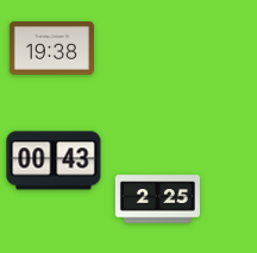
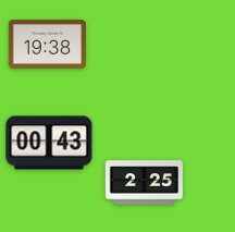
clock at (54, 160) position: (54, 160) -> (49, 143)
